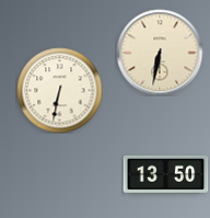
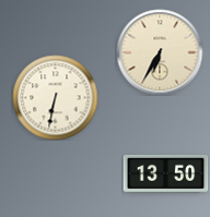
clock at (160, 53): 6:32 -> 6:35
clock at (59, 90) position: (59, 90) -> (55, 97)
